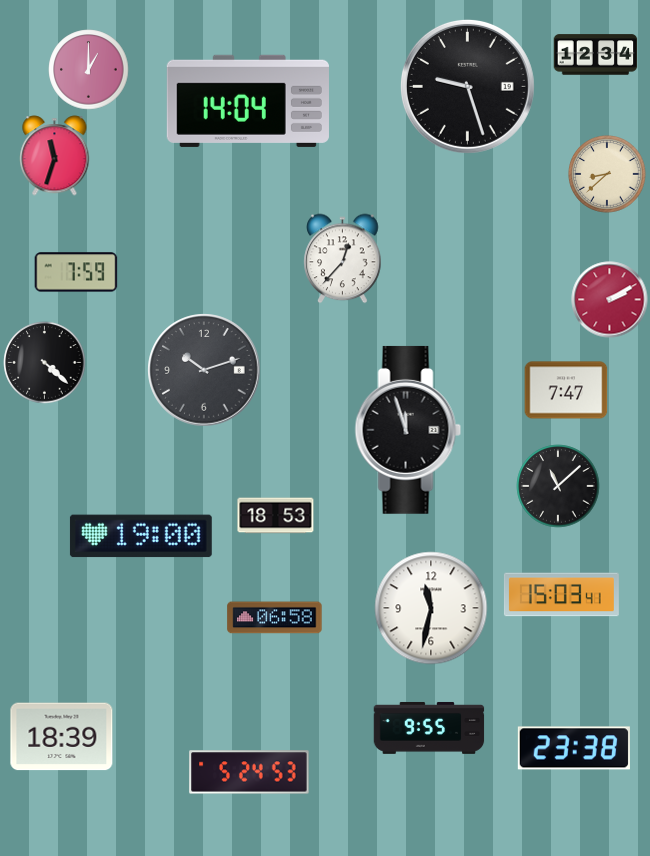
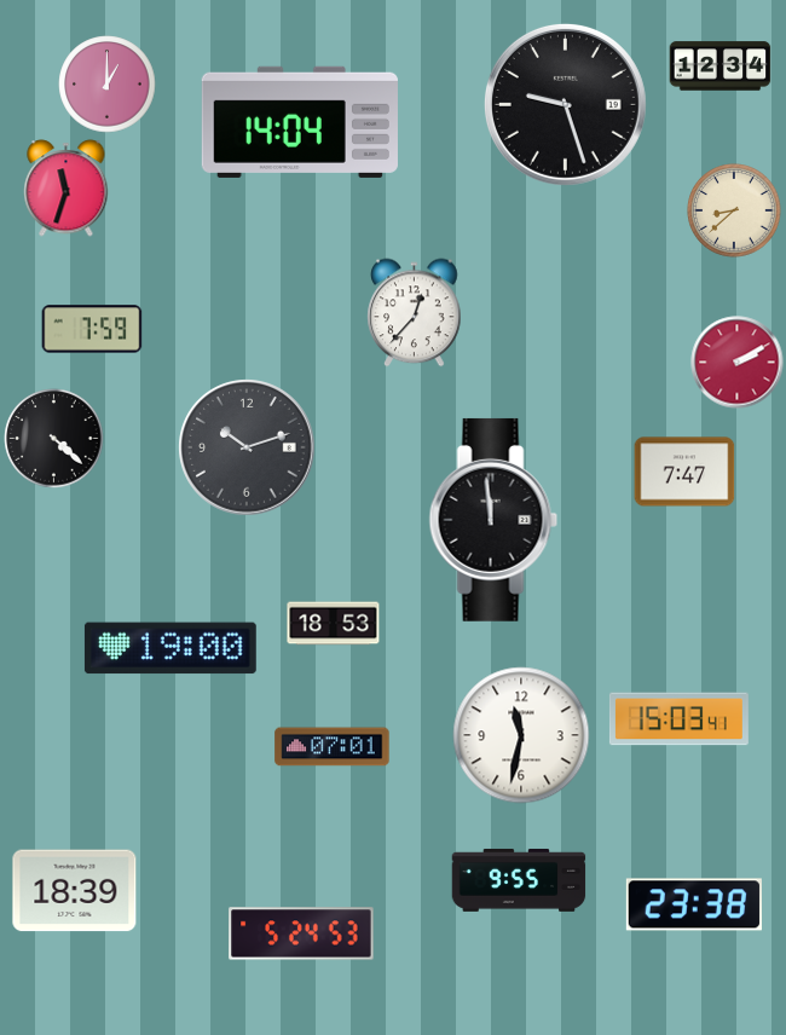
clock at (408, 430): 11:57 -> 11:59
clock at (558, 486): 11:08 -> none
clock at (275, 618): 06:58 -> 07:01
